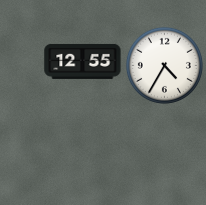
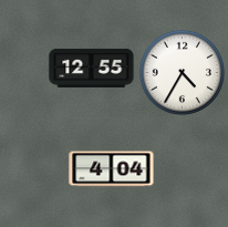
clock at (112, 169): none -> 4:04
